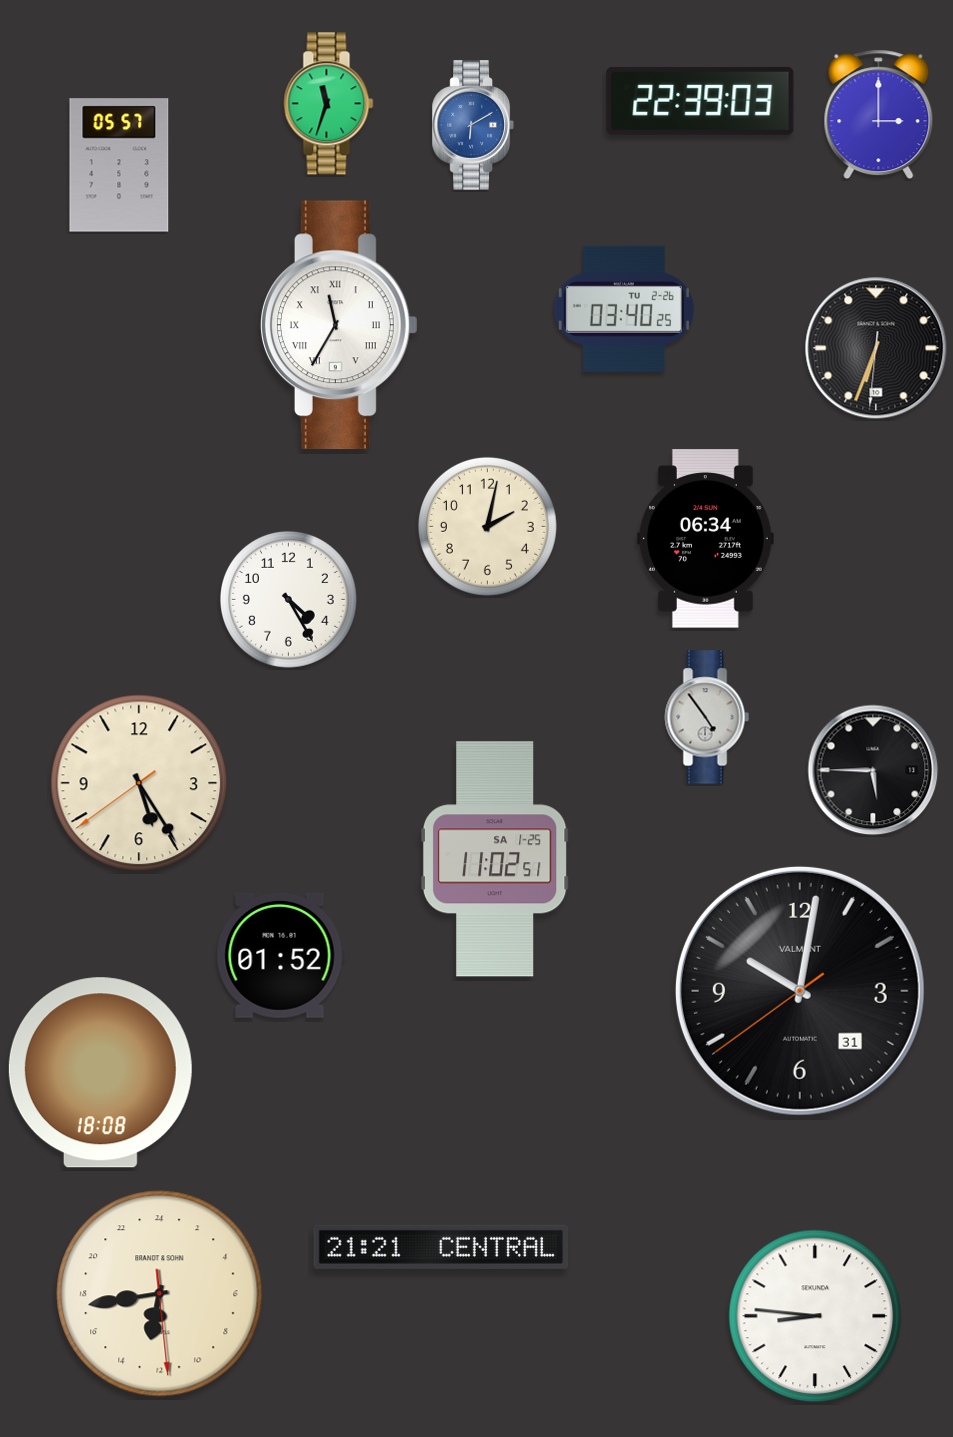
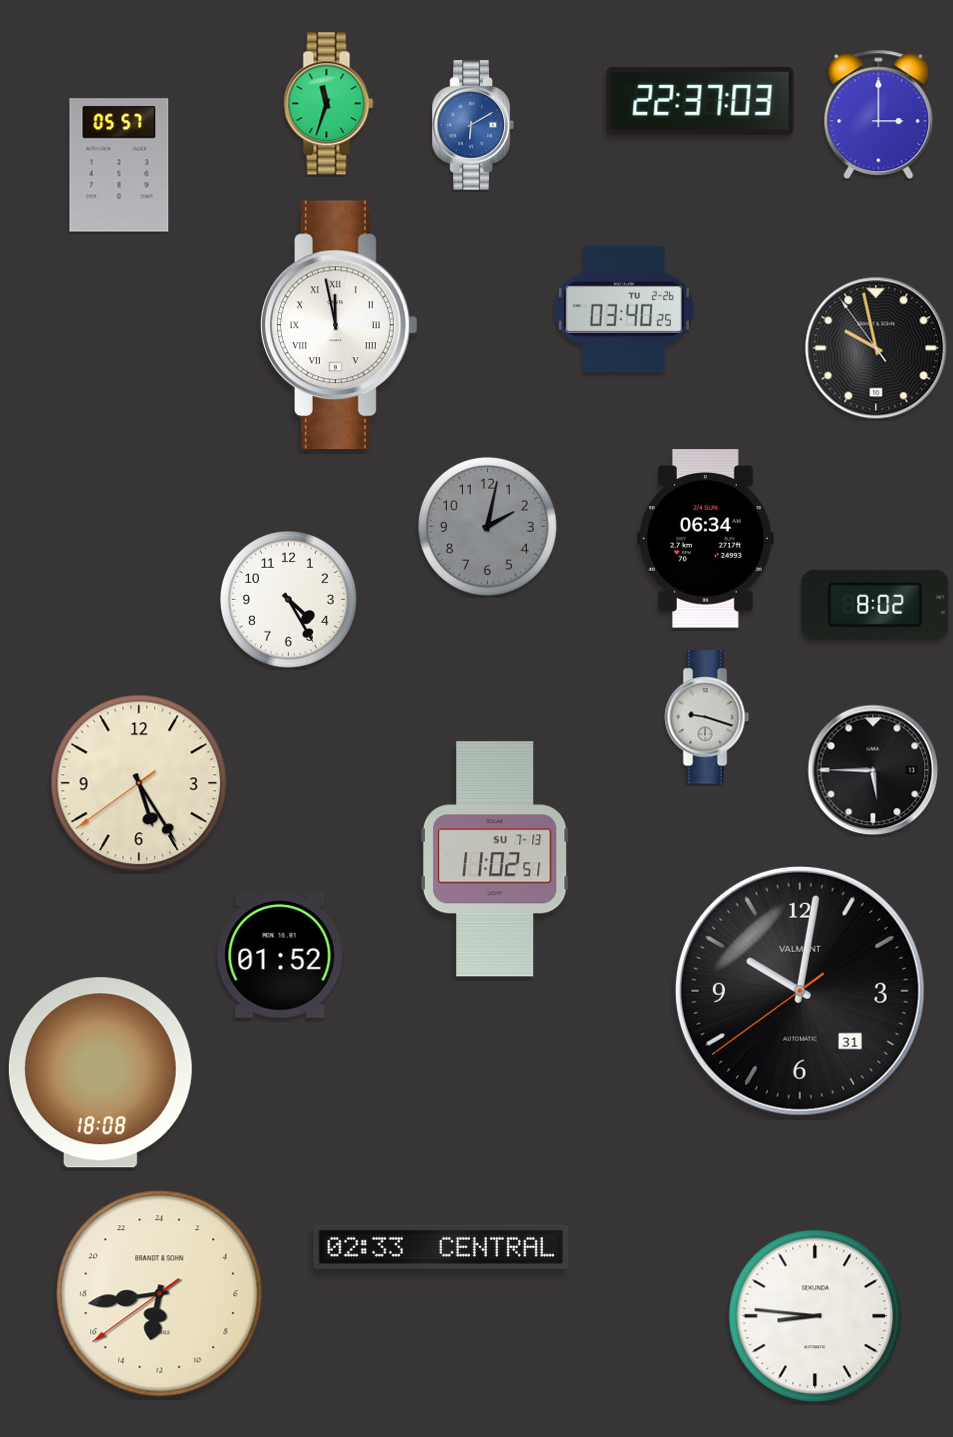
clock at (700, 101): 22:39 -> 22:37
clock at (339, 325): 11:35 -> 11:58
clock at (876, 348): 6:33 -> 9:57
clock at (487, 526) dial: cream -> grey
clock at (875, 605): none -> 8:02
clock at (707, 717): 4:54 -> 9:18
clock at (495, 859) date: SA 1-25 -> SU 7-13
clock at (441, 1247): 21:21 -> 02:33
clock at (160, 1294): 12:43:29 -> 12:43:39
